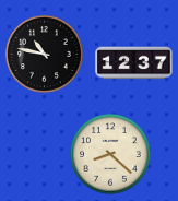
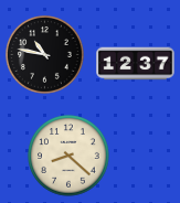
clock at (110, 154) position: (110, 154) -> (68, 156)
